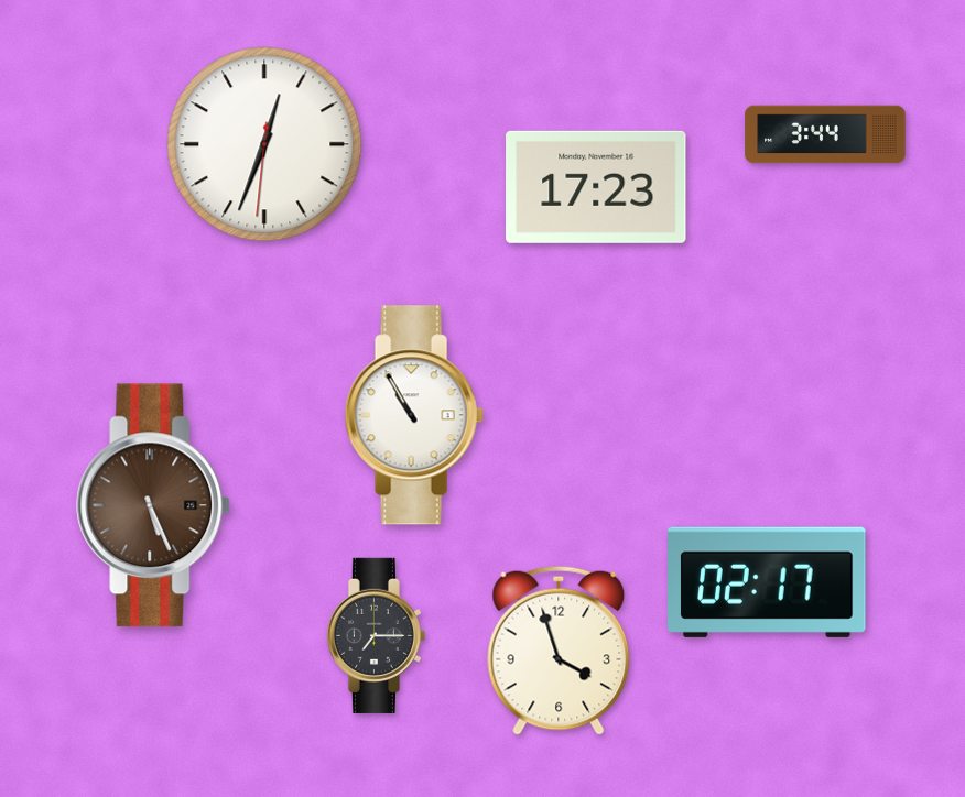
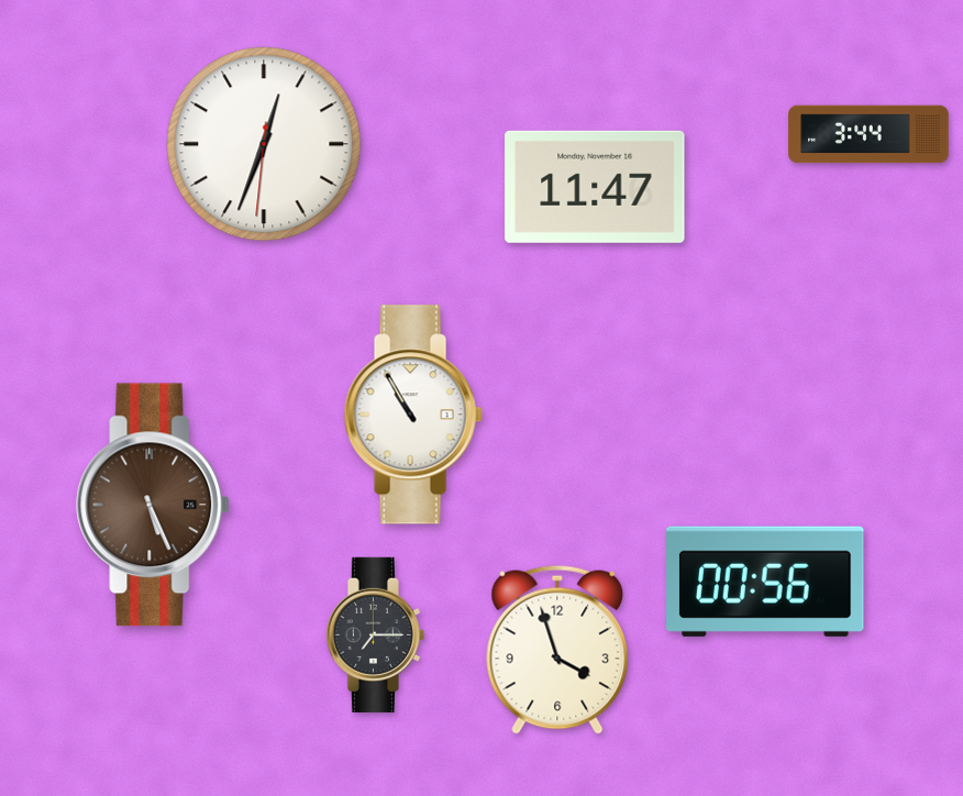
clock at (825, 134) position: (825, 134) -> (868, 134)
clock at (596, 187): 17:23 -> 11:47
clock at (768, 582): 02:17 -> 00:56
